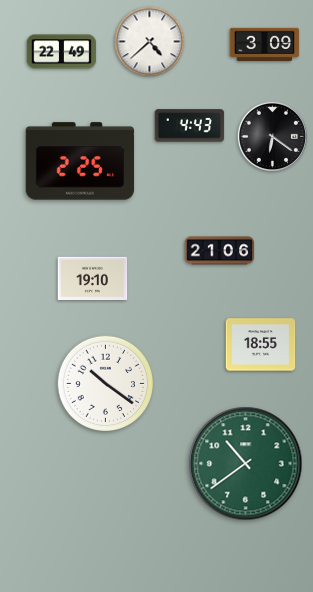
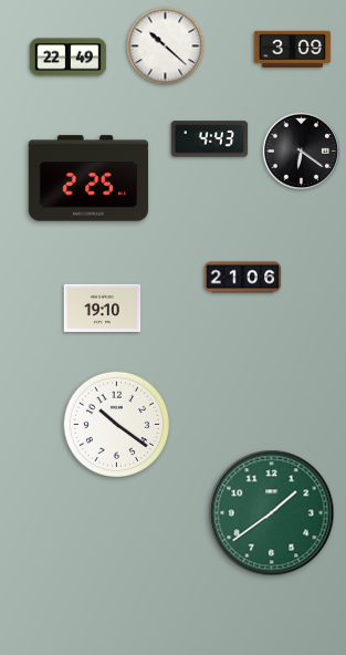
clock at (150, 42): 4:38 -> 10:22
clock at (261, 345): 18:55 -> none
clock at (246, 464): 10:39 -> 1:39
